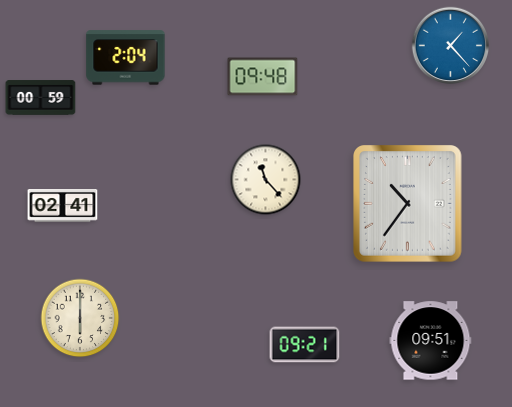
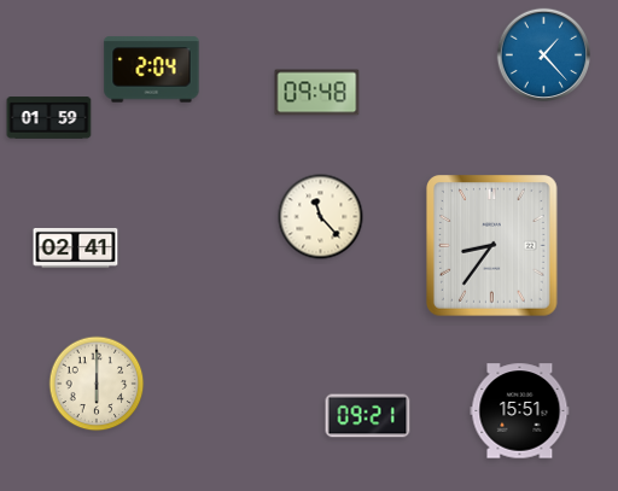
clock at (41, 98): 00:59 -> 01:59
clock at (408, 204): 10:36 -> 8:36
clock at (431, 341): 09:51 -> 15:51
